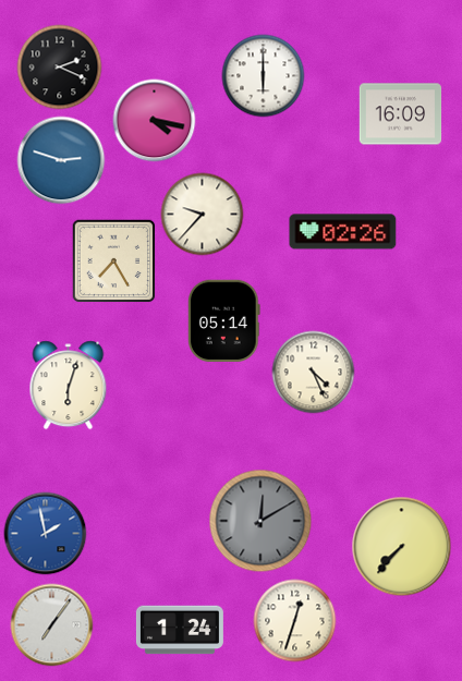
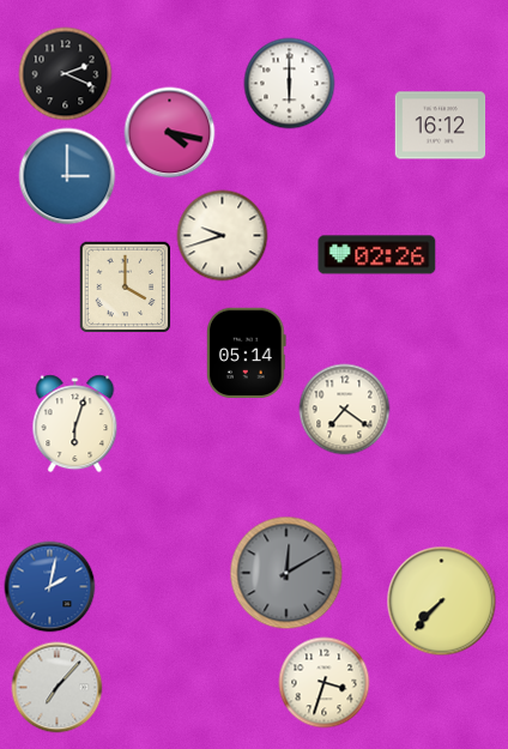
clock at (401, 114): 16:09 -> 16:12
clock at (61, 160): 2:48 -> 3:00
clock at (203, 215): 9:37 -> 9:42
clock at (114, 262): 7:25 -> 4:00
clock at (314, 373): 4:26 -> 7:21
clock at (46, 534): 1:58 -> 2:02
clock at (295, 621): 12:33 -> 3:33
clock at (52, 625): 7:06 -> 7:07
clock at (180, 630): 1:24 -> none
